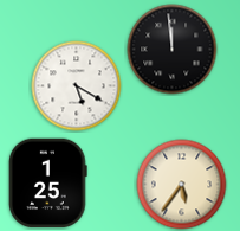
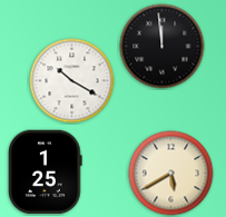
clock at (77, 86): 5:20 -> 10:20
clock at (182, 185): 5:36 -> 5:40
